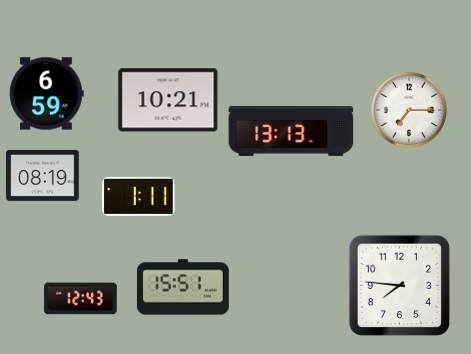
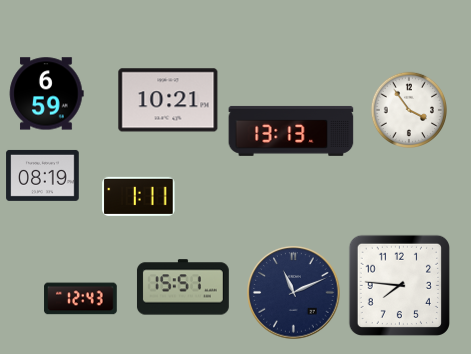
clock at (408, 109): 7:15 -> 3:54
clock at (294, 293): none -> 11:11
